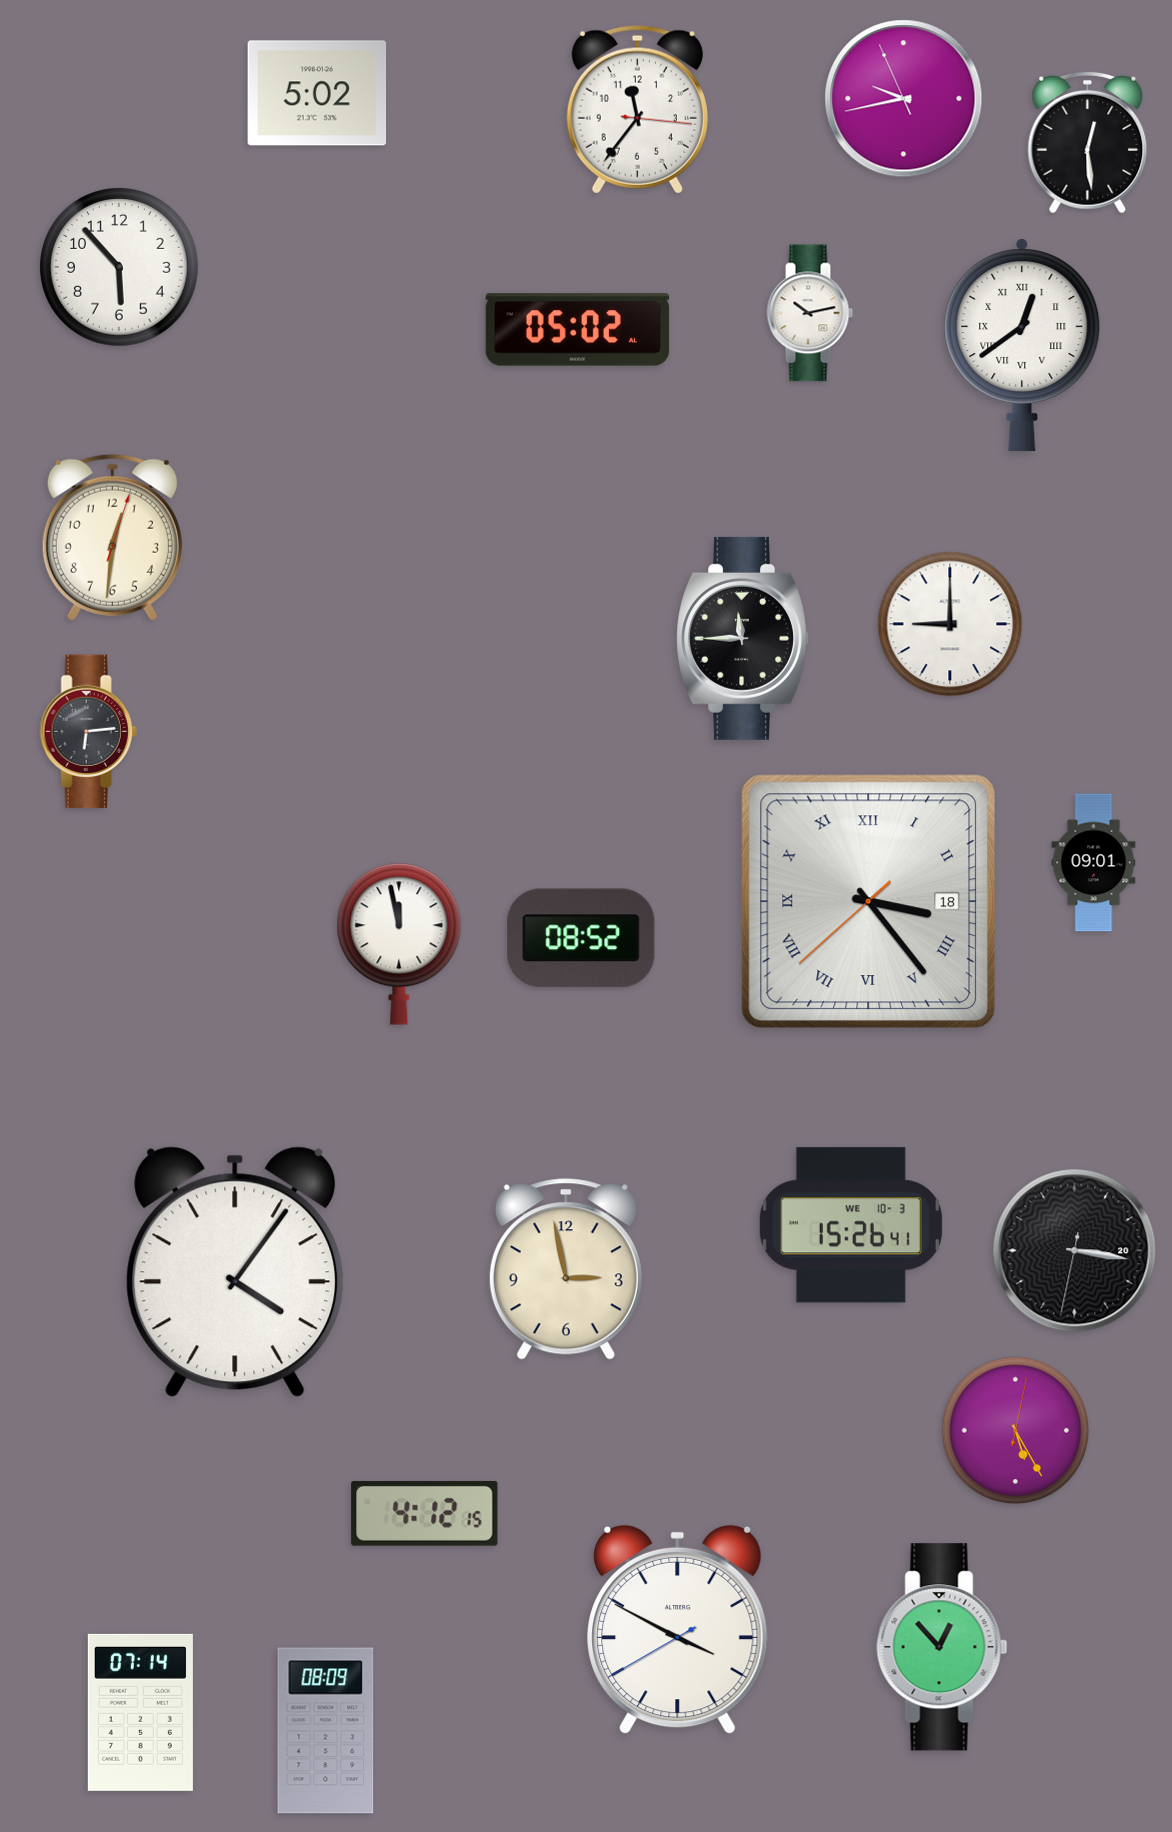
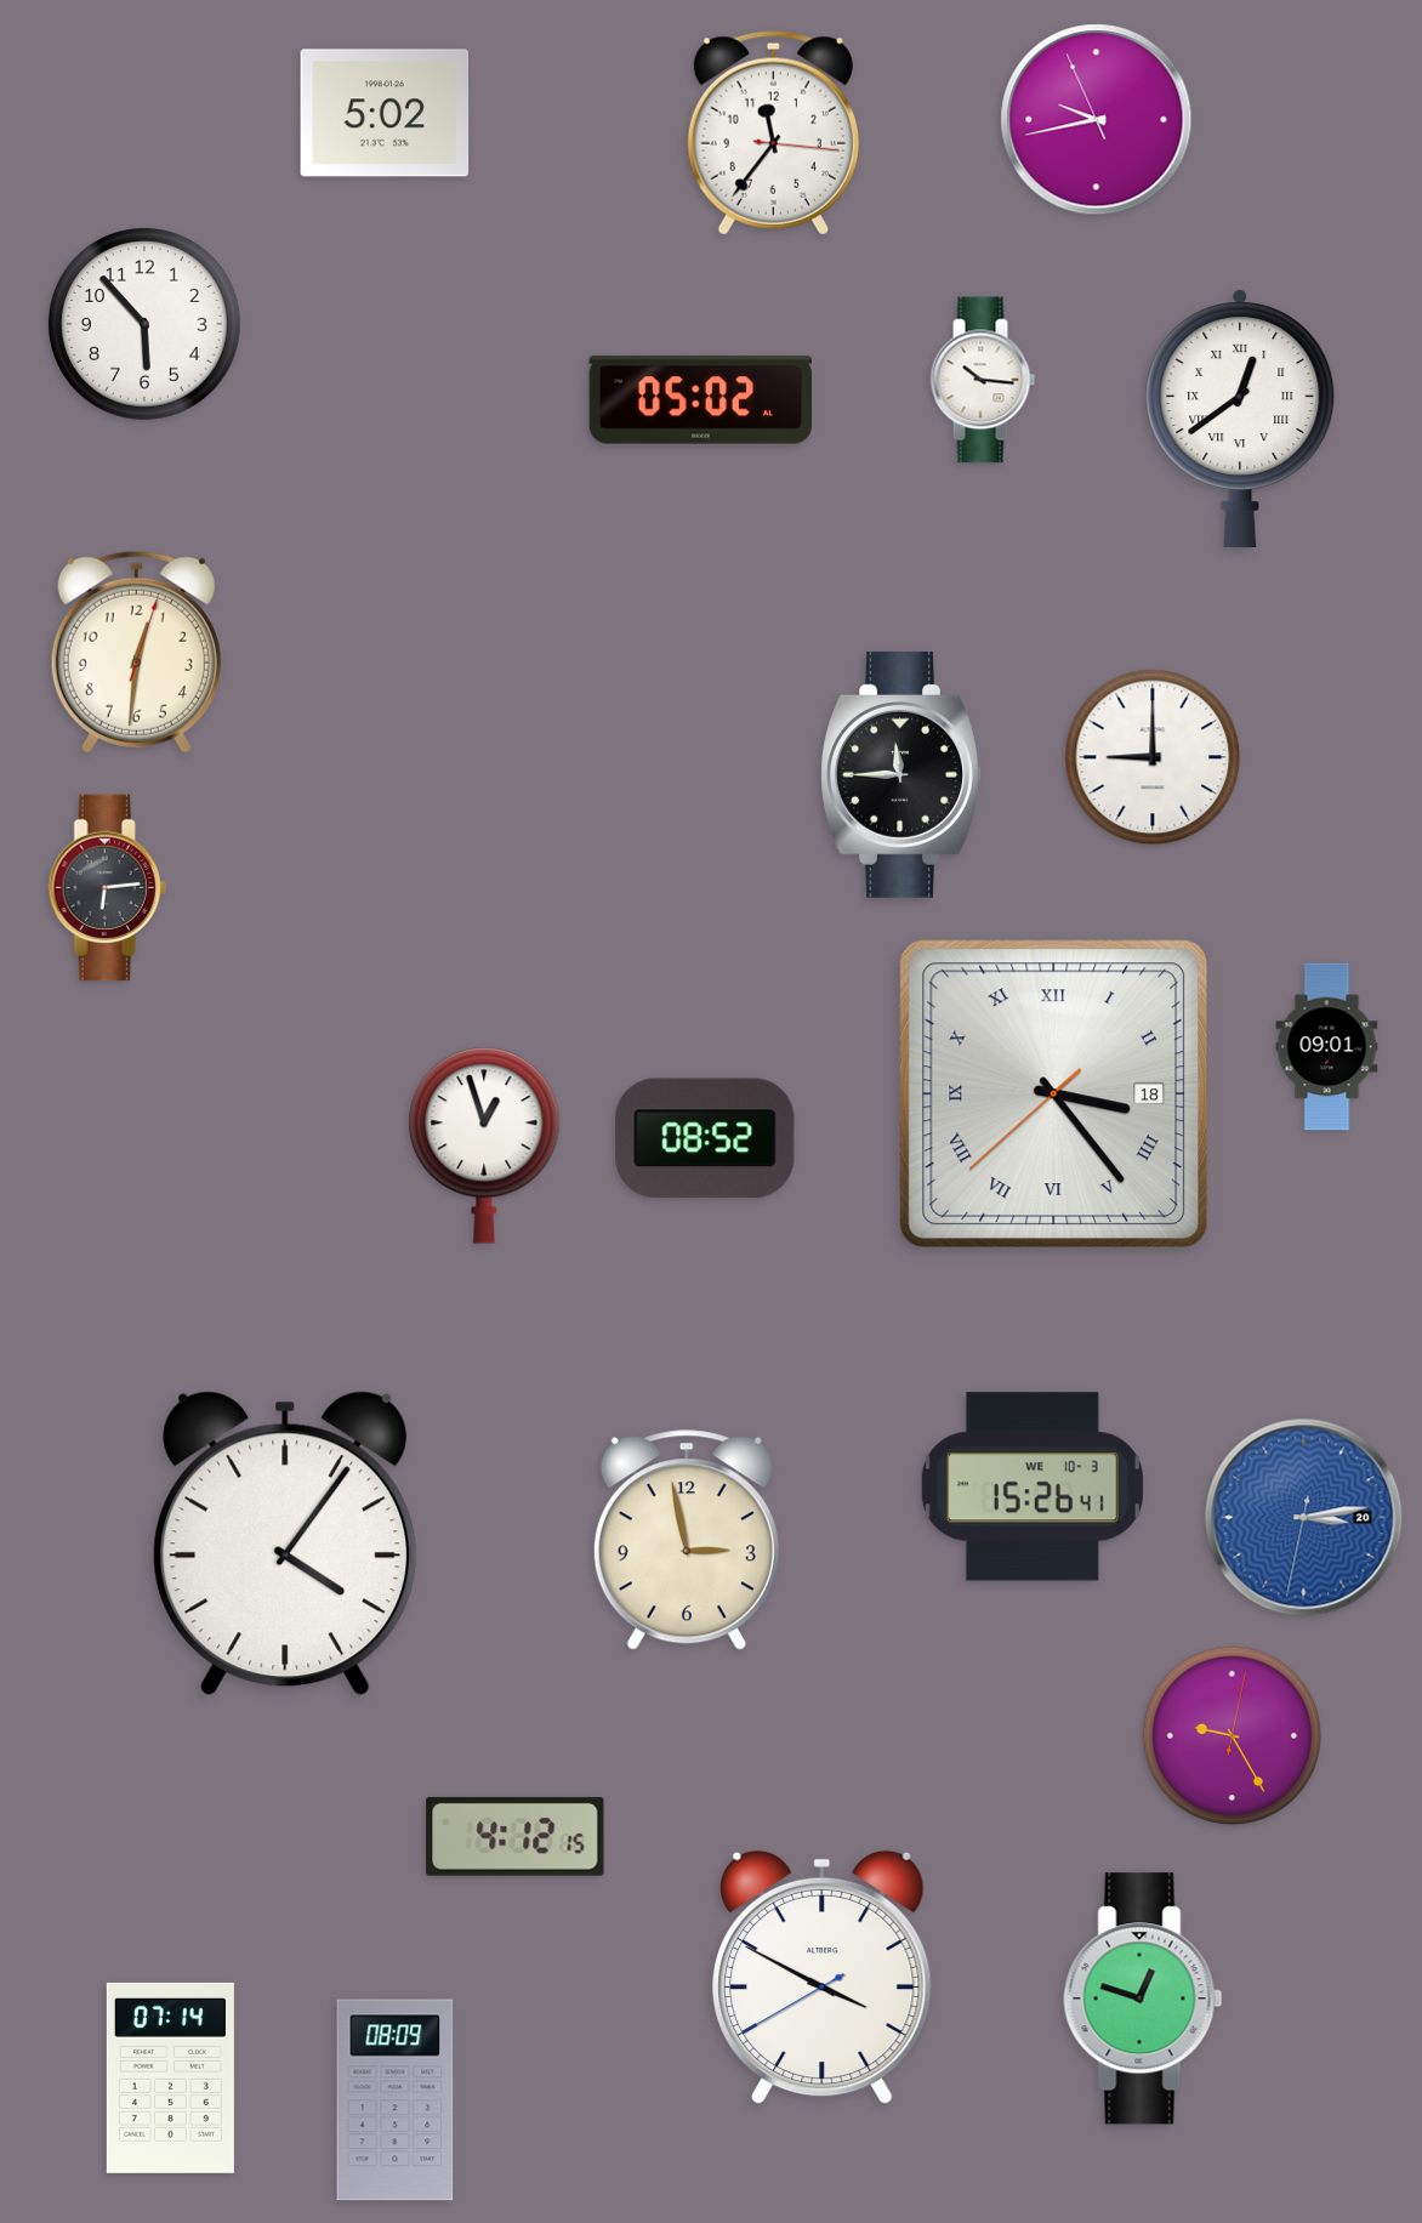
clock at (1088, 142): 12:29 -> none
clock at (810, 313): 10:13 -> 10:16
clock at (399, 944): 11:58 -> 12:57
clock at (1075, 1251): 3:16 -> 3:13
clock at (1075, 1251) dial: black -> blue
clock at (1016, 1431): 5:25 -> 9:25
clock at (942, 1647): 12:53 -> 12:48
